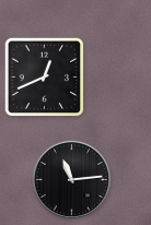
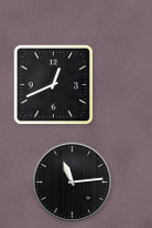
clock at (45, 78) position: (45, 78) -> (54, 85)
